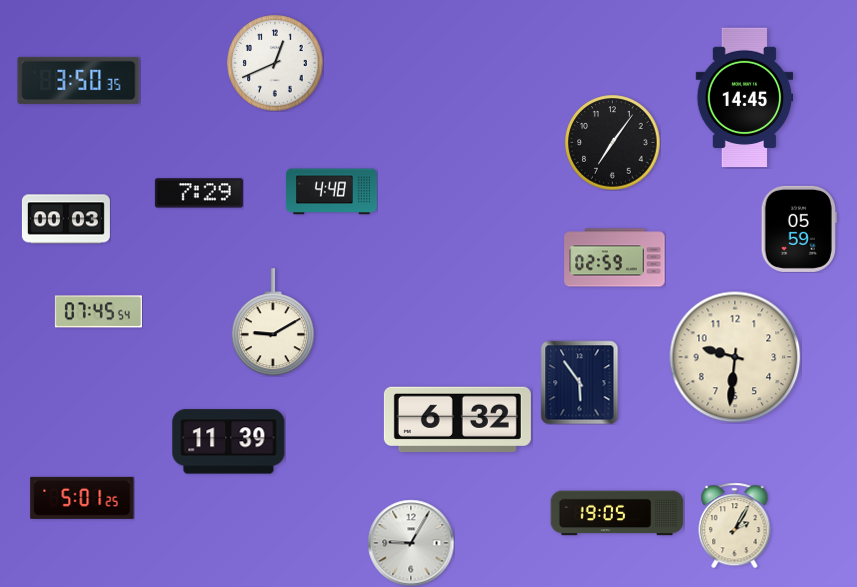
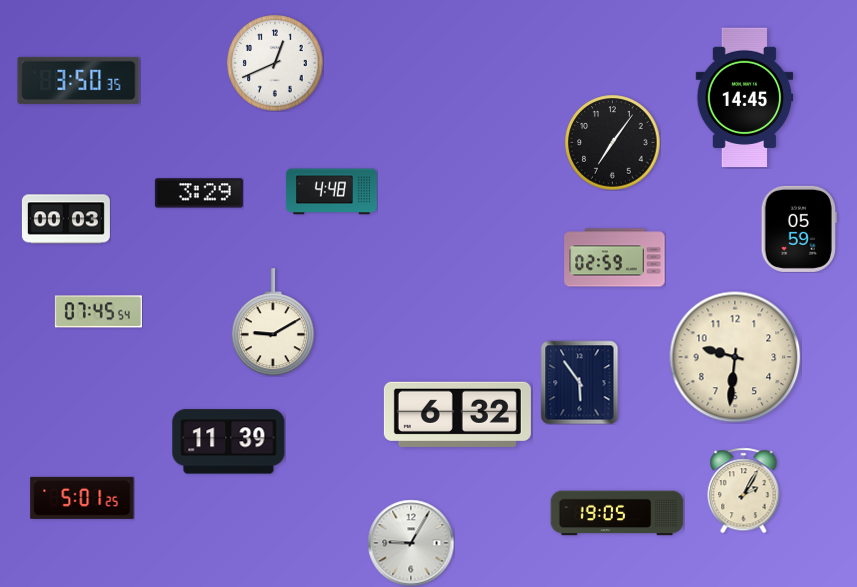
clock at (199, 193): 7:29 -> 3:29
clock at (457, 419) position: (457, 419) -> (457, 414)
clock at (735, 525) position: (735, 525) -> (744, 490)
